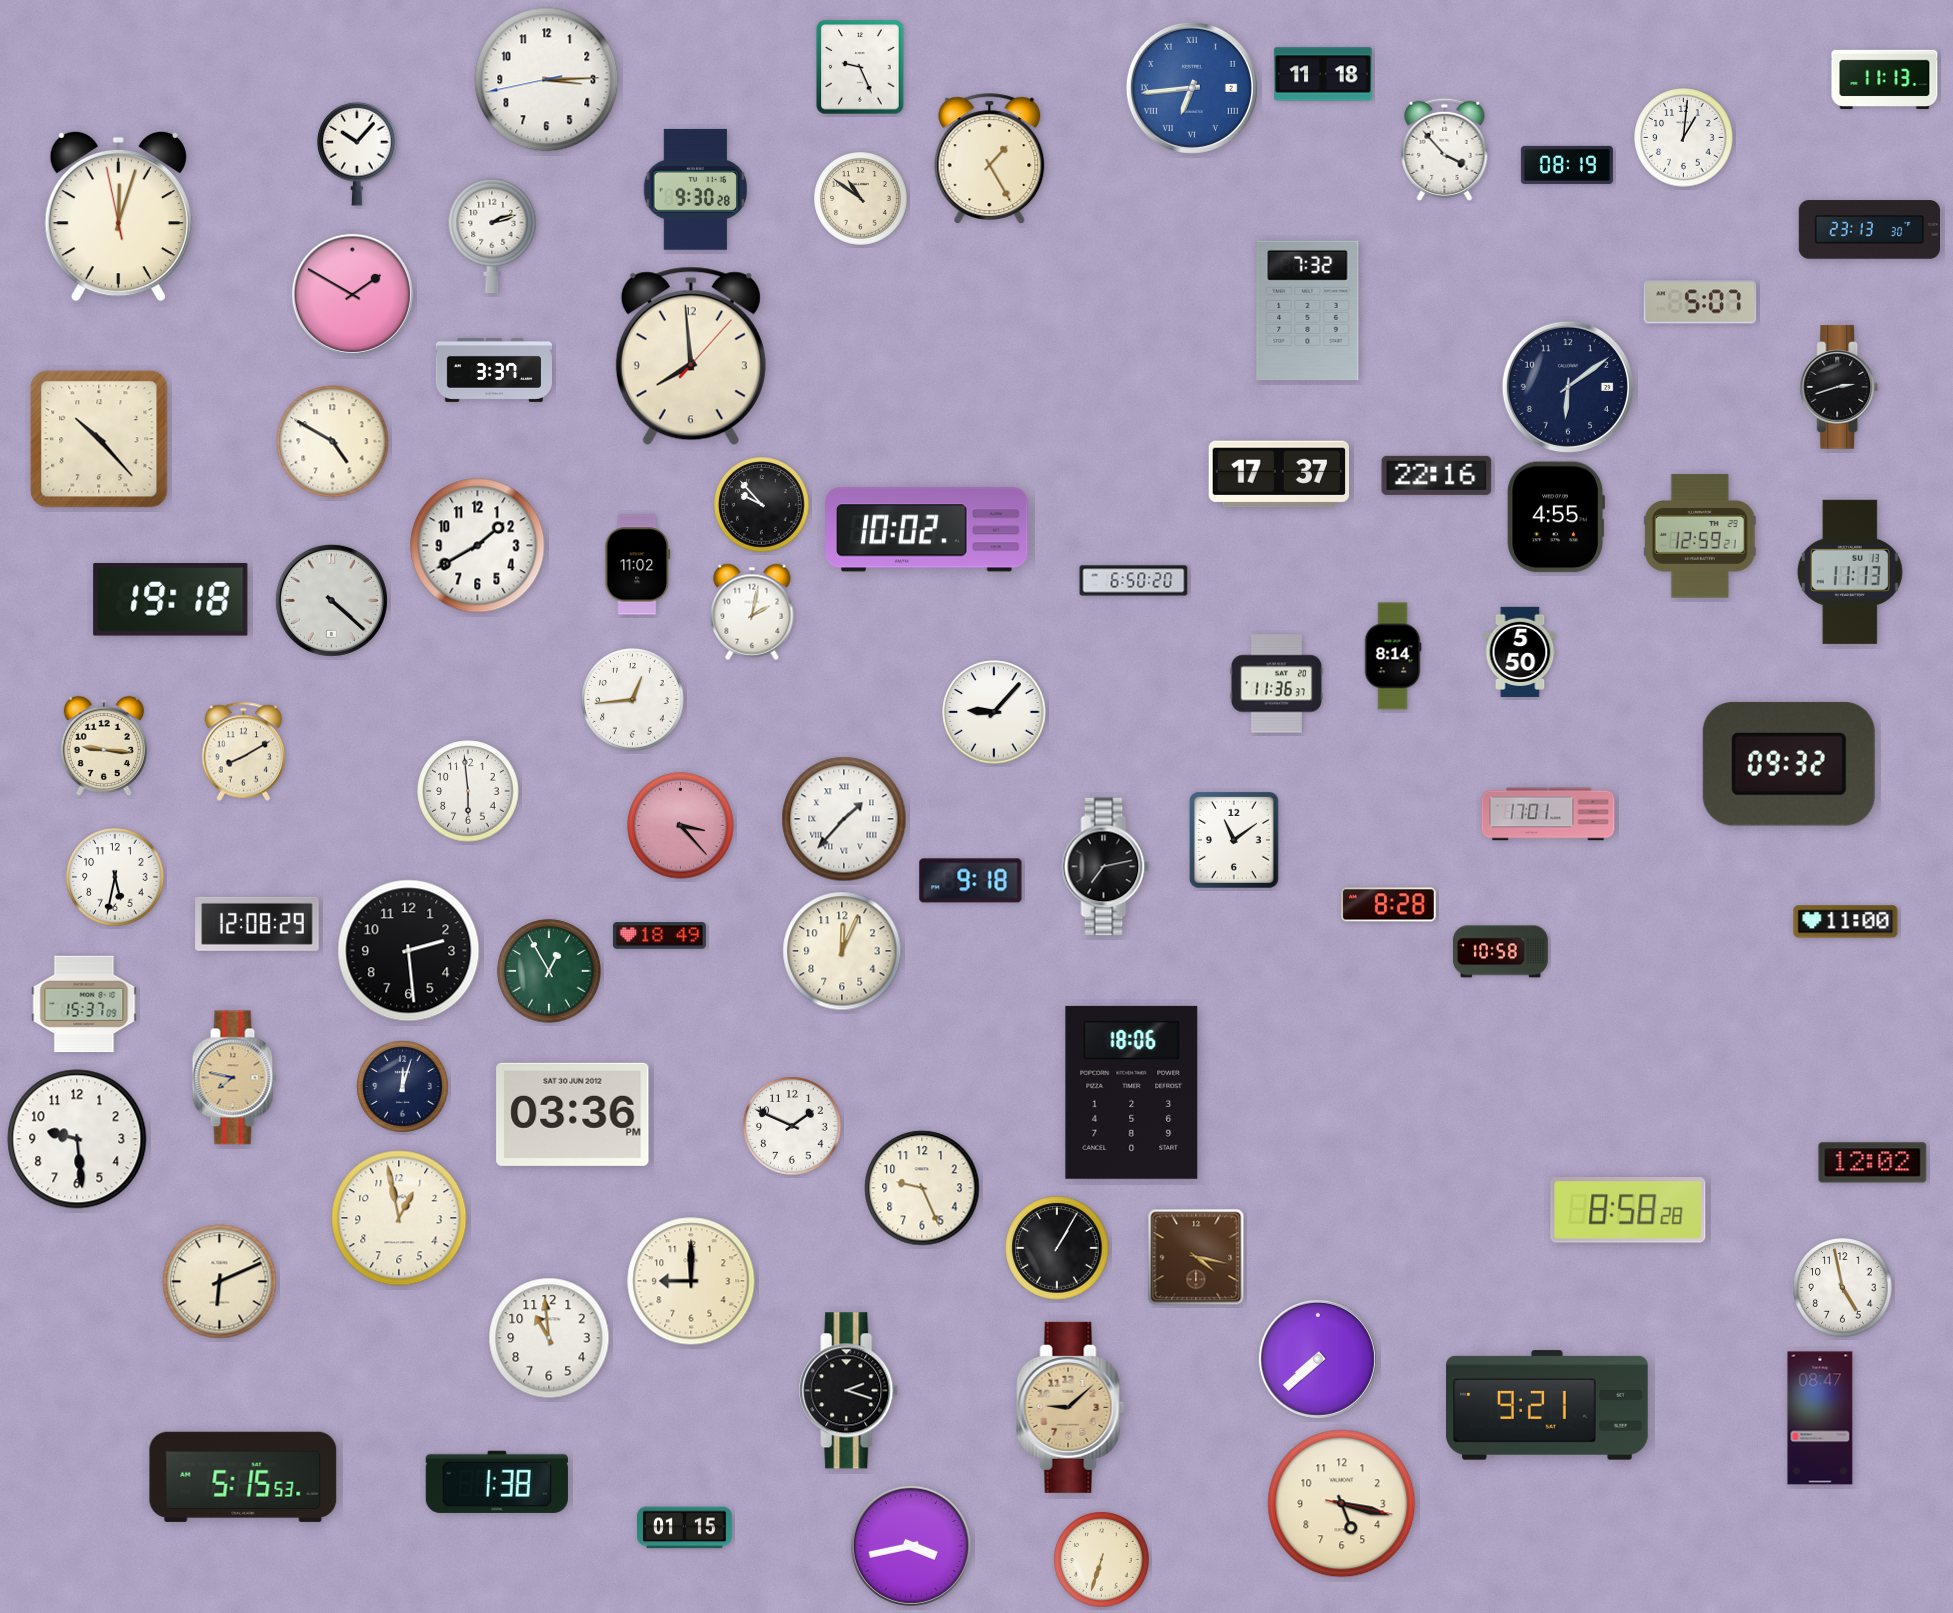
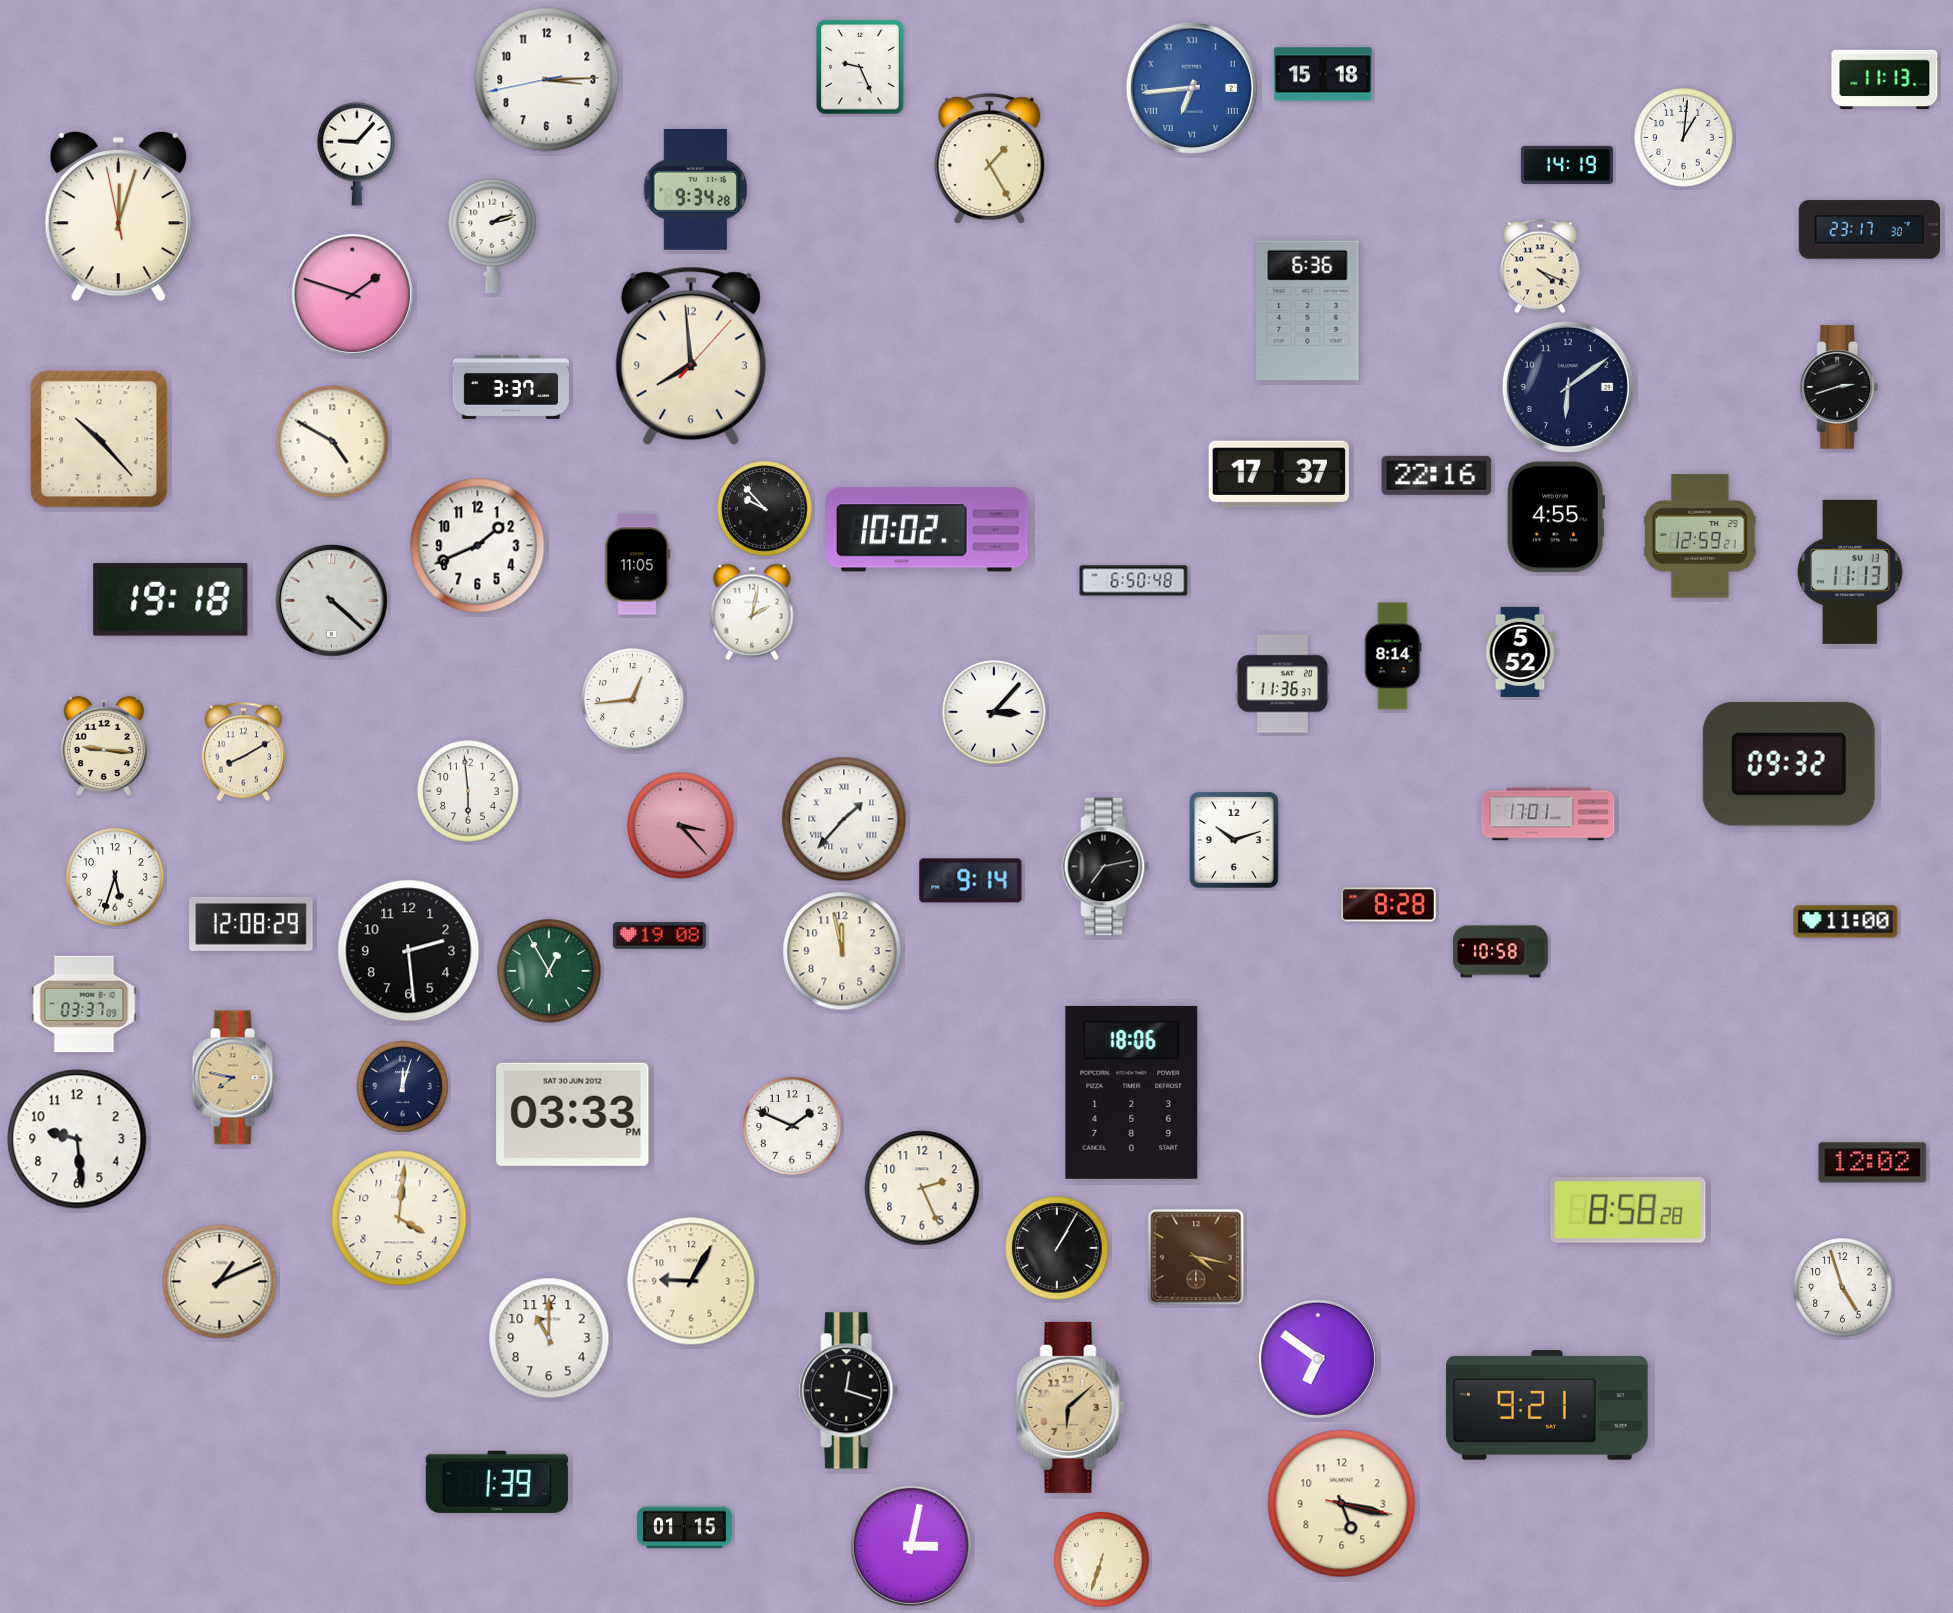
clock at (1323, 74): 11:18 -> 15:18
clock at (1445, 149): 3:53 -> none
clock at (357, 154): 10:07 -> 9:07
clock at (1567, 165): 08:19 -> 14:19
clock at (696, 189): 9:30 -> 9:34
clock at (861, 199): 10:51 -> none
clock at (1869, 230): 23:13 -> 23:17
clock at (1540, 266): none -> 4:19
clock at (352, 294): 1:50 -> 1:48
clock at (1700, 302): 5:07 -> none
clock at (1308, 311): 7:32 -> 6:36
clock at (493, 370) position: (493, 370) -> (510, 387)
clock at (762, 505) position: (762, 505) -> (765, 509)
clock at (478, 546): 1:40 -> 1:41
clock at (638, 565): 11:02 -> 11:05
clock at (1134, 581): 6:50:20 -> 6:50:48
clock at (1520, 652): 5:50 -> 5:52
clock at (1276, 684) position: (1276, 684) -> (1282, 684)
clock at (994, 712): 9:07 -> 3:07
clock at (1234, 840): 11:09 -> 10:12
clock at (115, 877): 5:32 -> 5:33
clock at (971, 881): 9:18 -> 9:14
clock at (257, 924) position: (257, 924) -> (251, 924)
clock at (659, 936): 18:49 -> 19:08
clock at (842, 951): 12:04 -> 11:58
clock at (84, 1004): 15:37 -> 03:37
clock at (573, 1114): 03:36 -> 03:33
clock at (922, 1188): 9:26 -> 2:26
clock at (399, 1218): 12:58 -> 4:01
clock at (691, 1281): 9:00 -> 9:05
clock at (220, 1282): 6:11 -> 1:11
clock at (1843, 1288): 4:58 -> 4:57
clock at (549, 1338): 10:59 -> 11:00
clock at (1318, 1359): 7:38 -> 6:51
clock at (849, 1391): 2:18 -> 12:18
clock at (1071, 1407): 9:08 -> 6:08
clock at (1820, 1418): 08:47 -> none
clock at (243, 1477): 5:15 -> none
clock at (497, 1482): 1:38 -> 1:39
clock at (911, 1546): 3:43 -> 3:02
